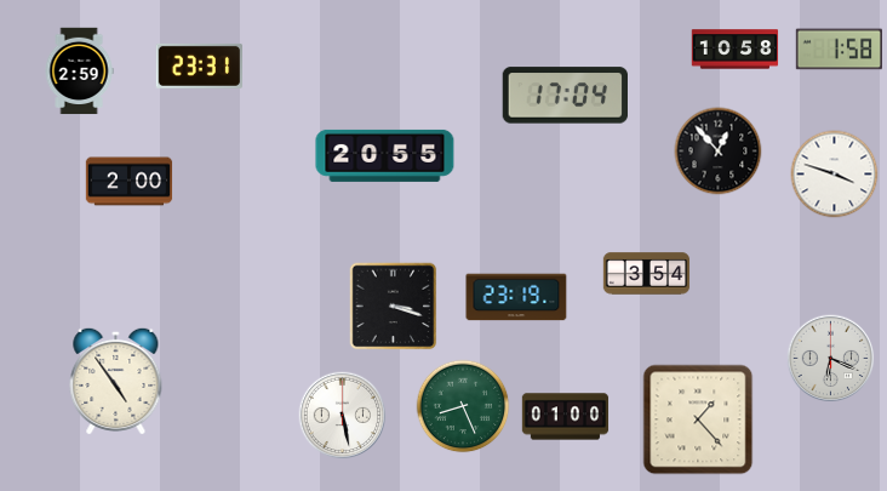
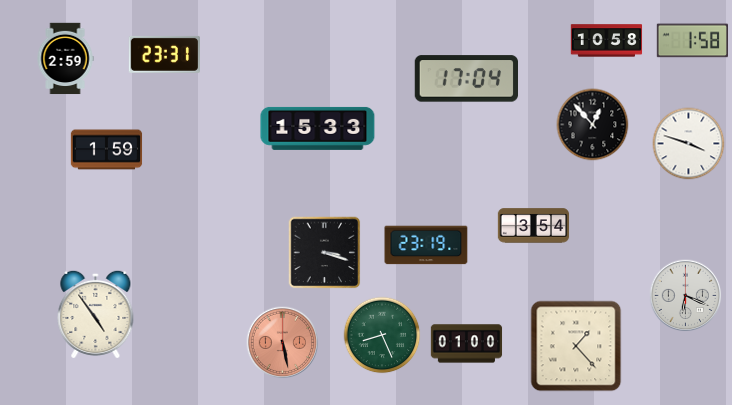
clock at (385, 155): 20:55 -> 15:33
clock at (130, 182): 2:00 -> 1:59
clock at (343, 416) dial: white -> salmon
